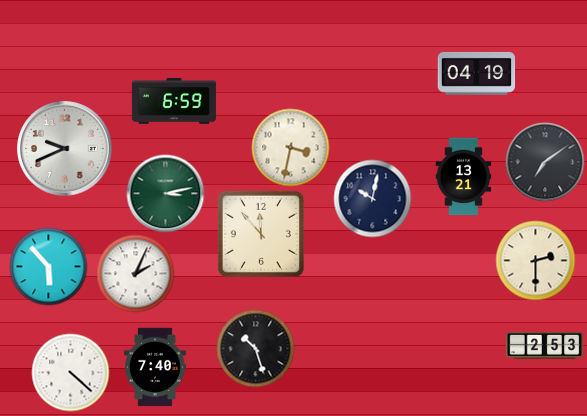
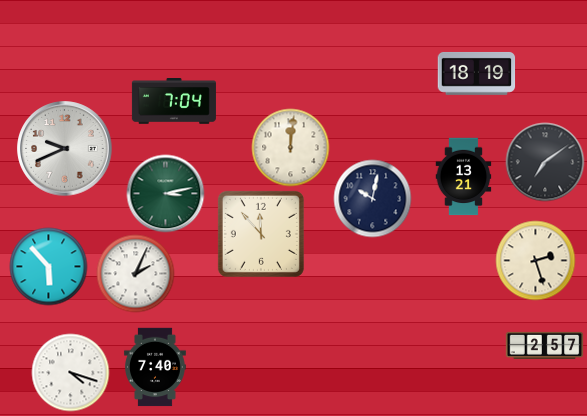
clock at (476, 73): 04:19 -> 18:19
clock at (174, 101): 6:59 -> 7:04
clock at (290, 147): 3:32 -> 12:01
clock at (535, 260): 2:30 -> 2:27
clock at (544, 345): 2:53 -> 2:57
clock at (255, 348): 10:27 -> none
clock at (70, 372): 4:22 -> 4:18
